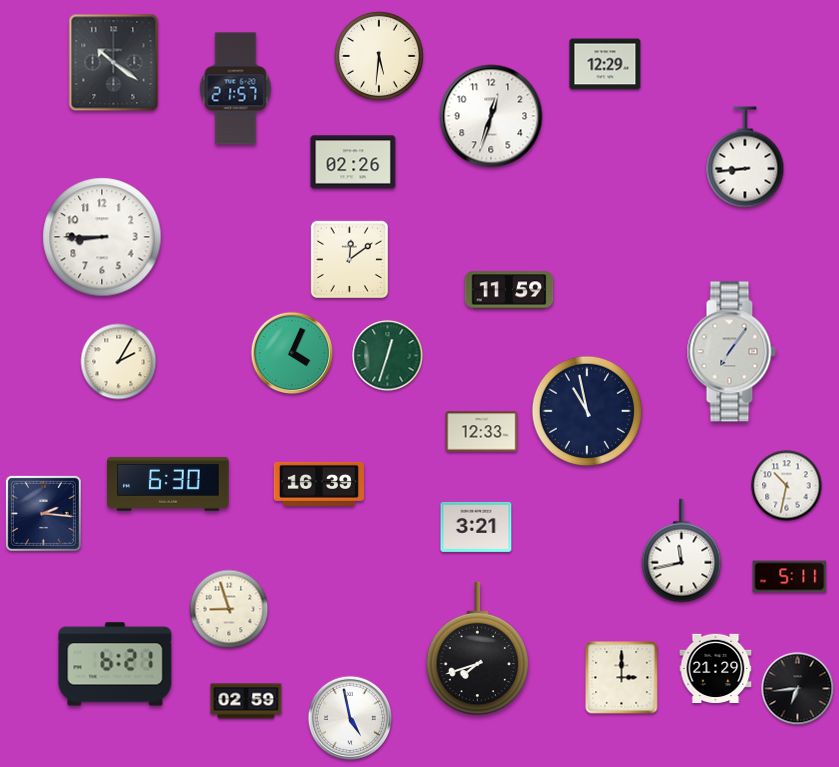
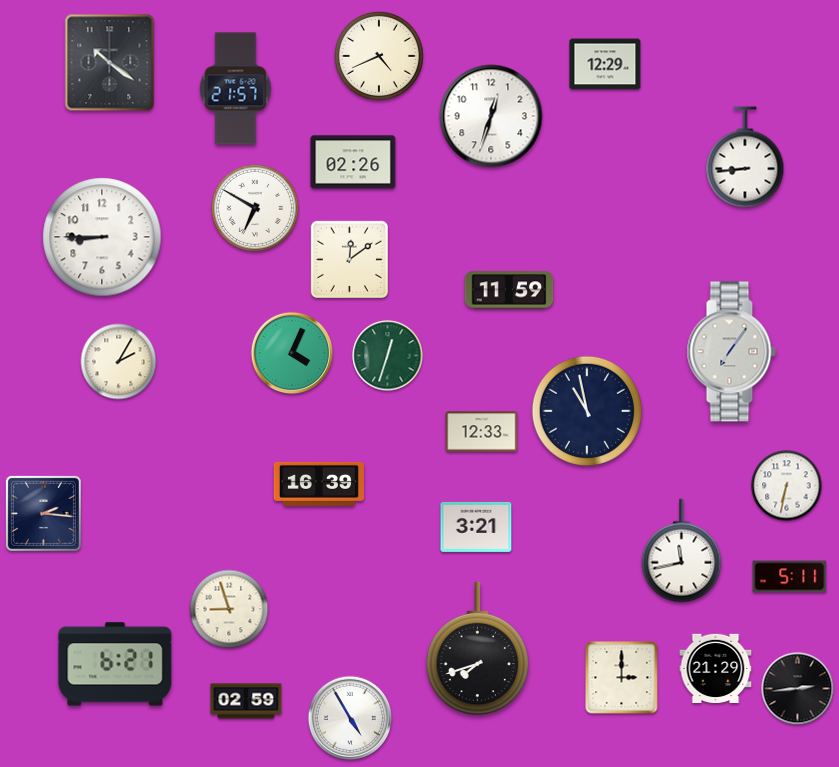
clock at (379, 56): 5:31 -> 4:41
clock at (114, 63) position: (114, 63) -> (110, 63)
clock at (255, 208): none -> 6:50
clock at (168, 484): 6:30 -> none
clock at (787, 486): 10:32 -> 6:32
clock at (798, 689): 6:44 -> 2:44
clock at (349, 717): 4:58 -> 4:55
